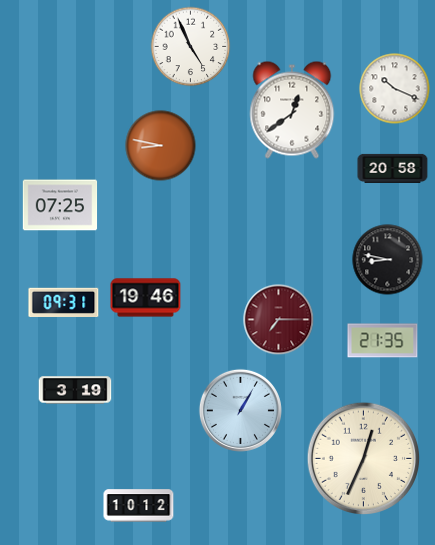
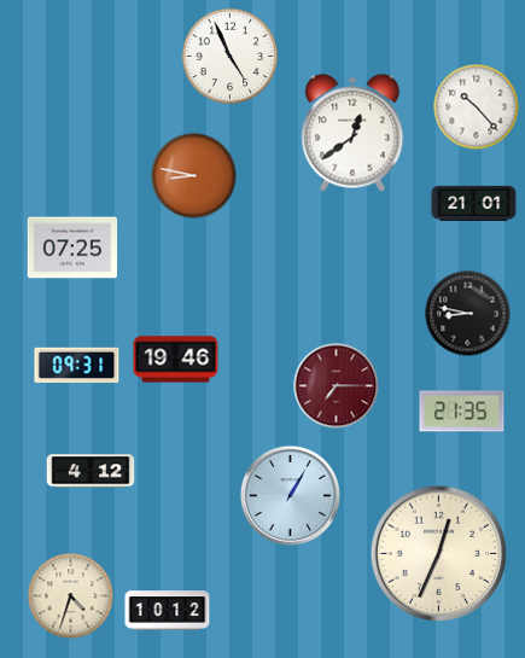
clock at (395, 89): 10:19 -> 10:23
clock at (393, 168): 20:58 -> 21:01
clock at (75, 390): 3:19 -> 4:12
clock at (71, 596): none -> 4:33
